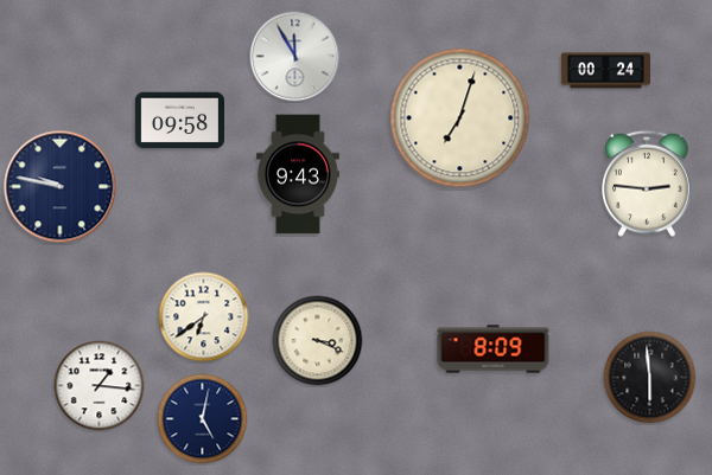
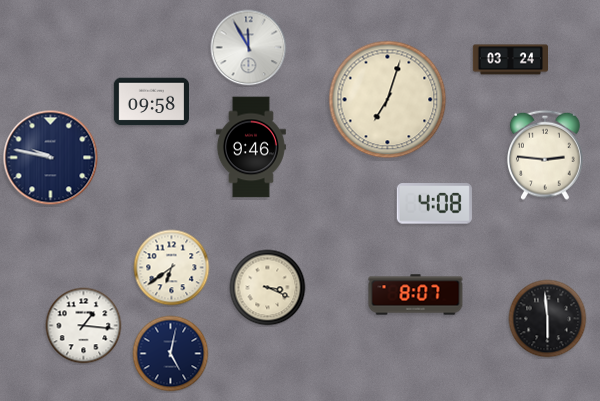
clock at (605, 71): 00:24 -> 03:24
clock at (298, 174): 9:43 -> 9:46
clock at (434, 204): none -> 4:08
clock at (494, 349): 8:09 -> 8:07
